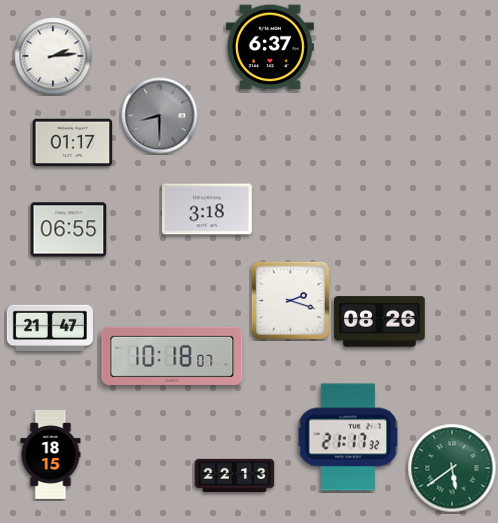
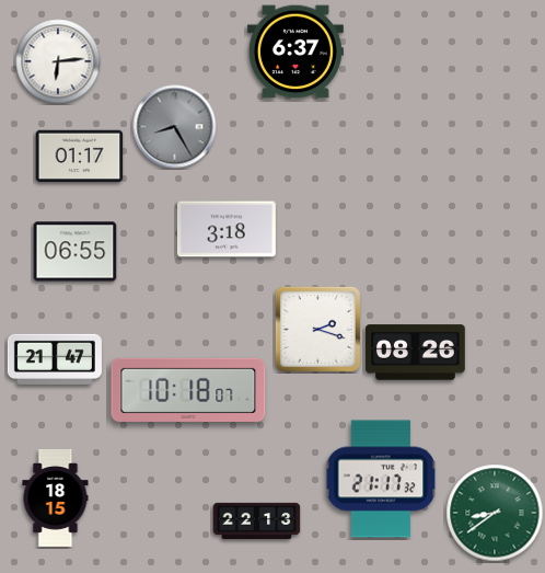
clock at (53, 56): 2:14 -> 6:14
clock at (160, 116): 8:30 -> 8:25
clock at (452, 468): 5:39 -> 8:39
